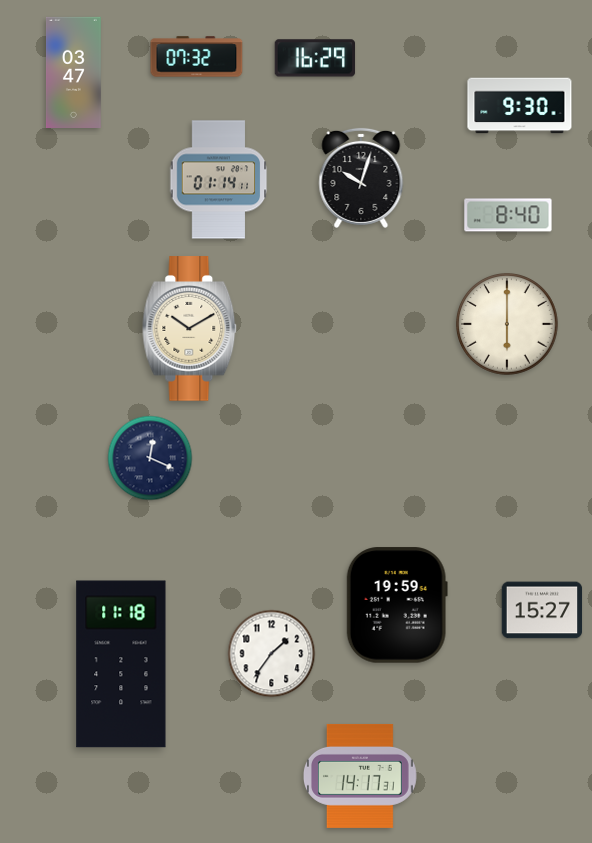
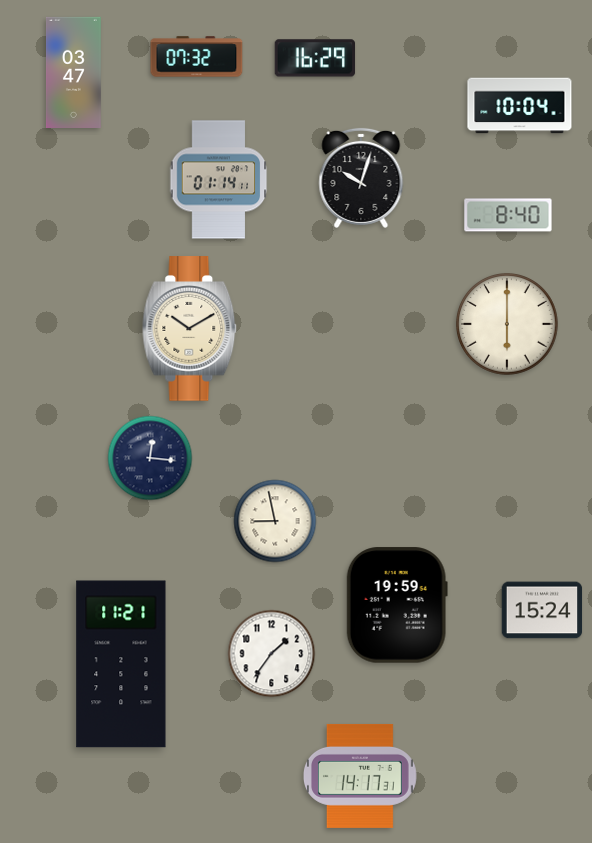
clock at (520, 106): 9:30 -> 10:04
clock at (150, 458): 12:19 -> 12:16
clock at (275, 521): none -> 8:58
clock at (542, 610): 15:27 -> 15:24
clock at (121, 664): 11:18 -> 11:21
